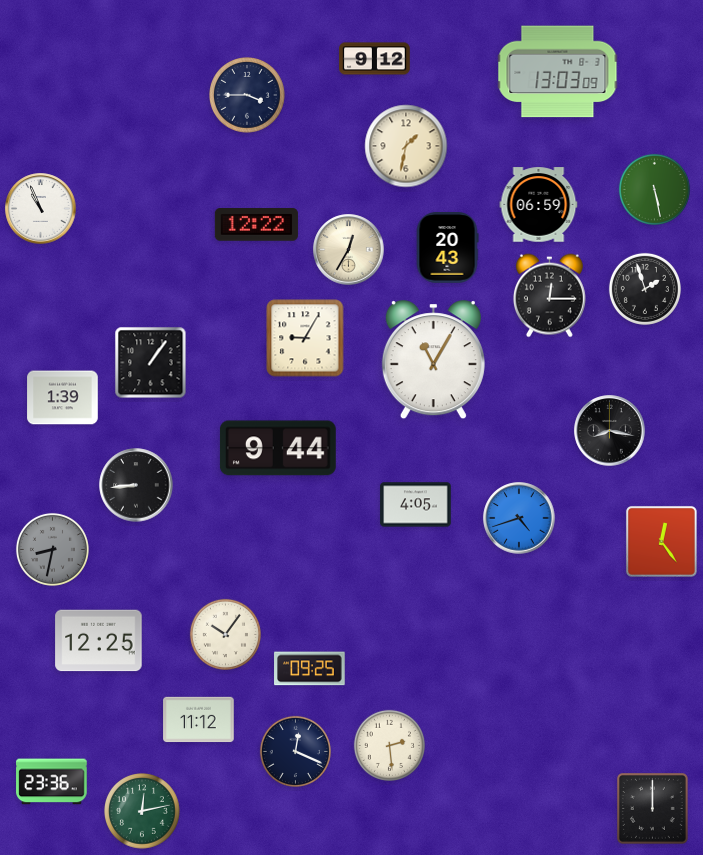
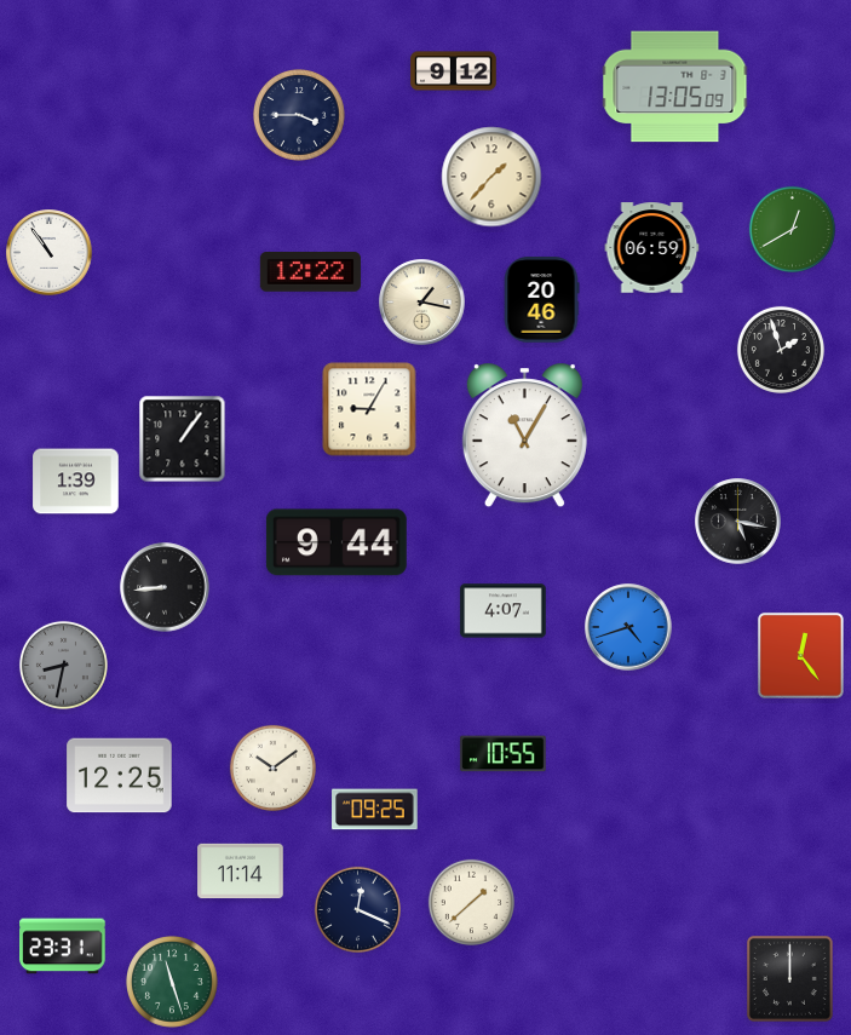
clock at (558, 72): 13:03 -> 13:05
clock at (406, 146): 1:32 -> 1:37
clock at (654, 189): 5:28 -> 12:40
clock at (41, 209): 10:56 -> 10:54
clock at (447, 248): 20:43 -> 20:46
clock at (349, 250): 12:35 -> 1:17
clock at (549, 296): 12:15 -> none
clock at (610, 431): 8:17 -> 5:17
clock at (416, 505): 4:05 -> 4:07
clock at (504, 754): none -> 10:55
clock at (225, 634): 10:06 -> 10:09
clock at (199, 720): 11:12 -> 11:14
clock at (389, 745): 2:29 -> 1:38
clock at (52, 782): 23:36 -> 23:31
clock at (143, 812): 12:13 -> 11:27
